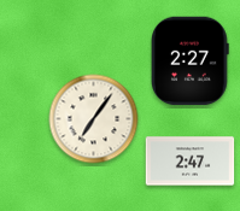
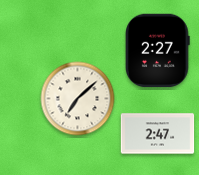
clock at (94, 119): 7:06 -> 7:08
